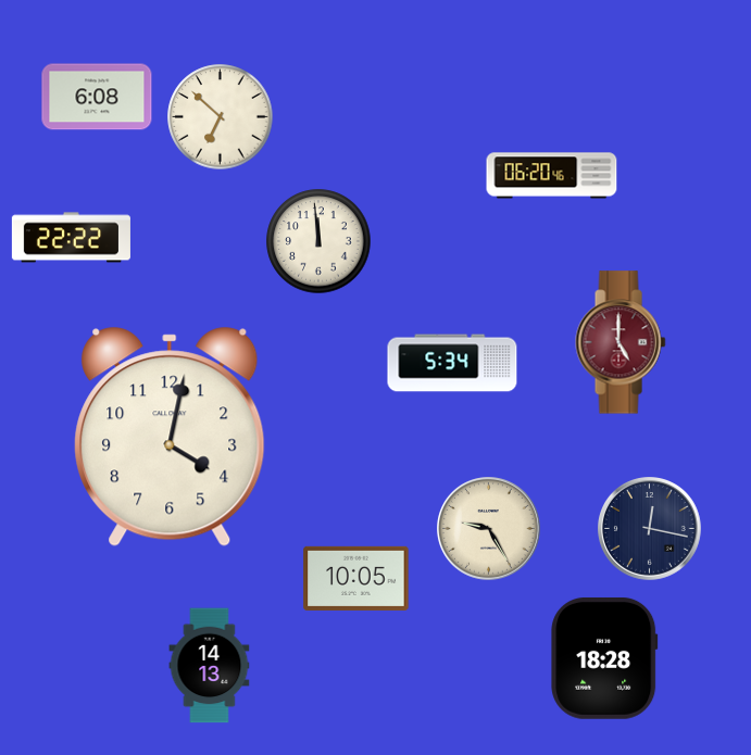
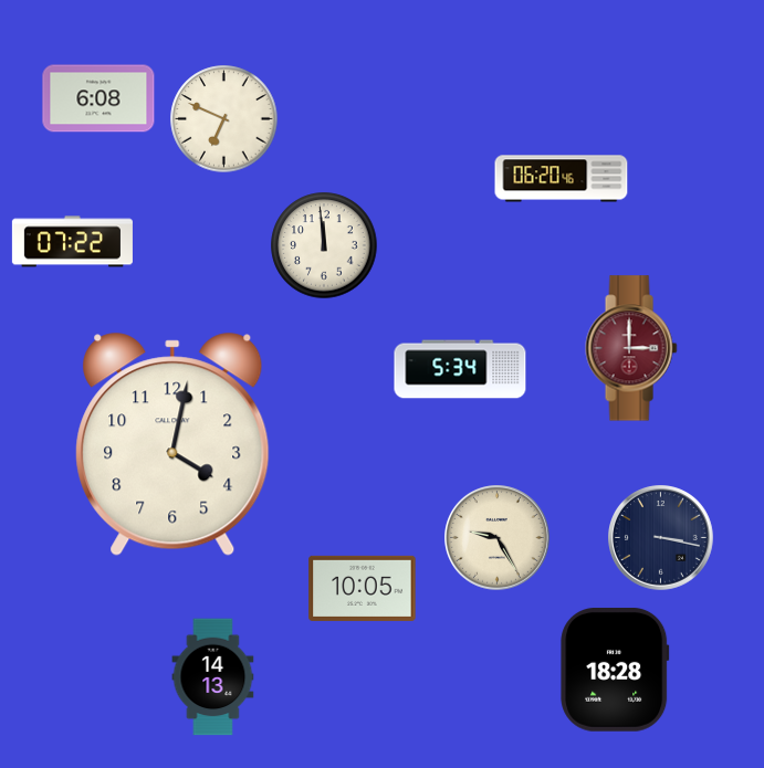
clock at (221, 117): 6:52 -> 6:49
clock at (71, 238): 22:22 -> 07:22
clock at (621, 342): 5:00 -> 3:00
clock at (650, 529): 12:17 -> 3:17
